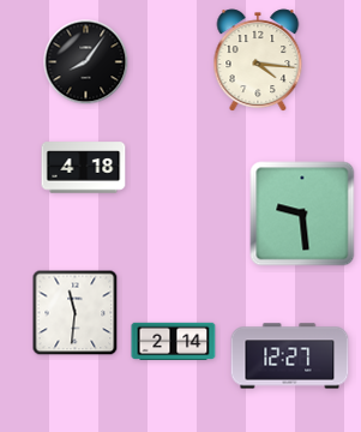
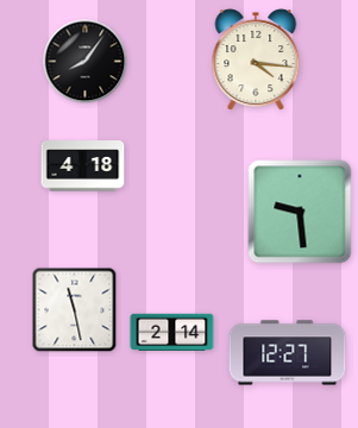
clock at (76, 313): 11:31 -> 11:28
clock at (174, 341) position: (174, 341) -> (172, 332)
